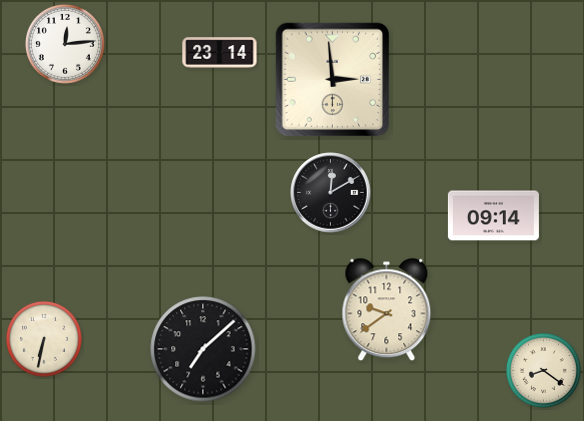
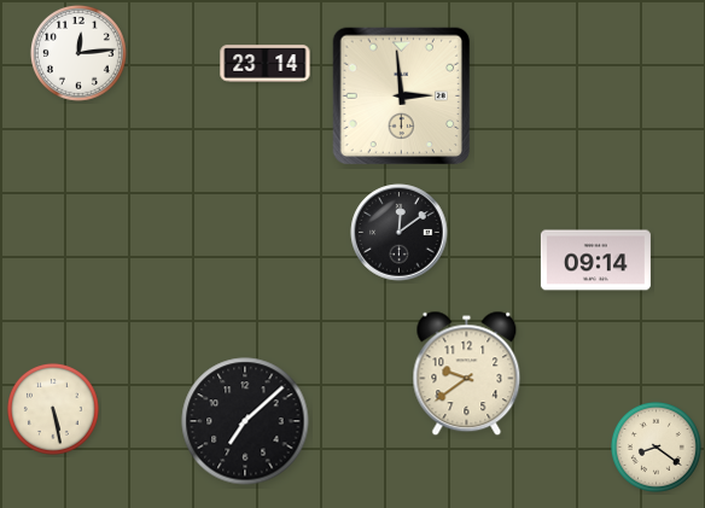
clock at (331, 193): 12:10 -> 12:09
clock at (44, 339): 6:32 -> 5:28
